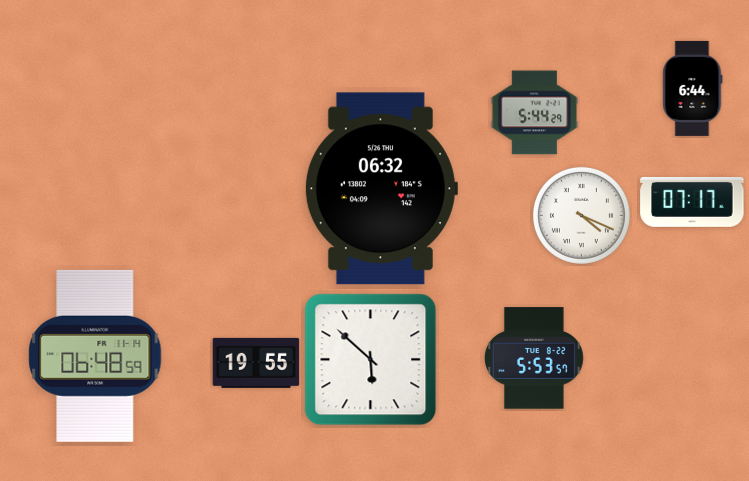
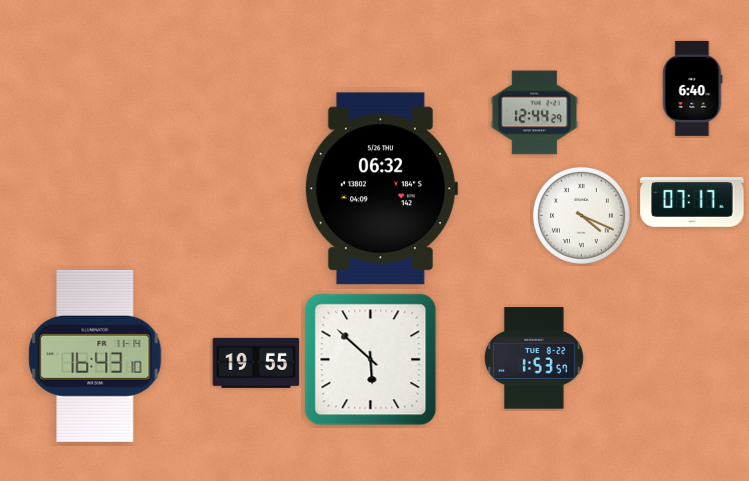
clock at (693, 88): 6:44 -> 6:40
clock at (535, 113): 5:44 -> 12:44
clock at (95, 356): 06:48 -> 16:43
clock at (534, 358): 5:53 -> 1:53
